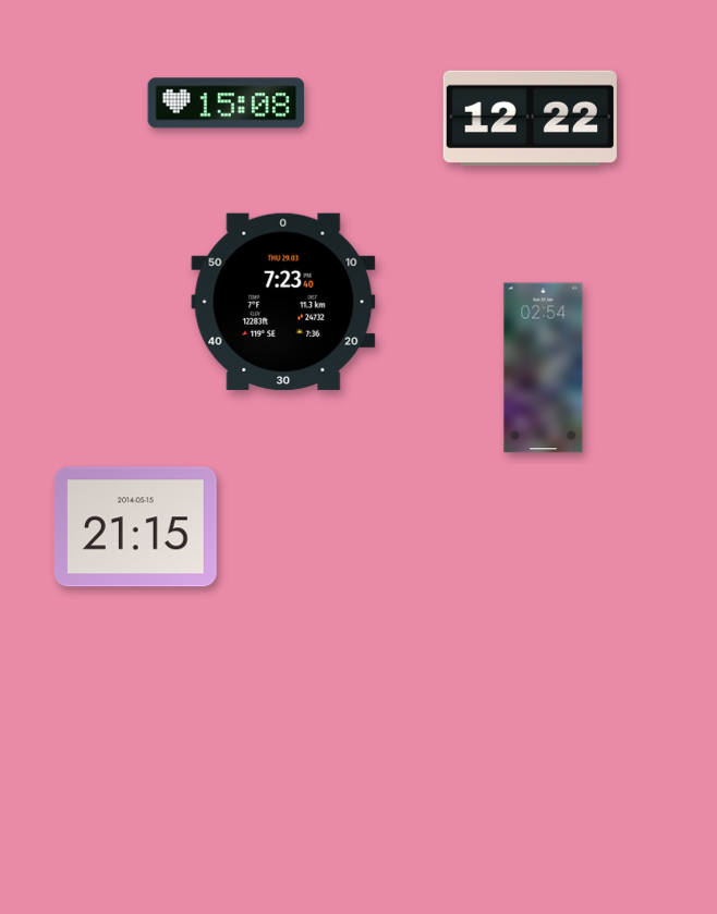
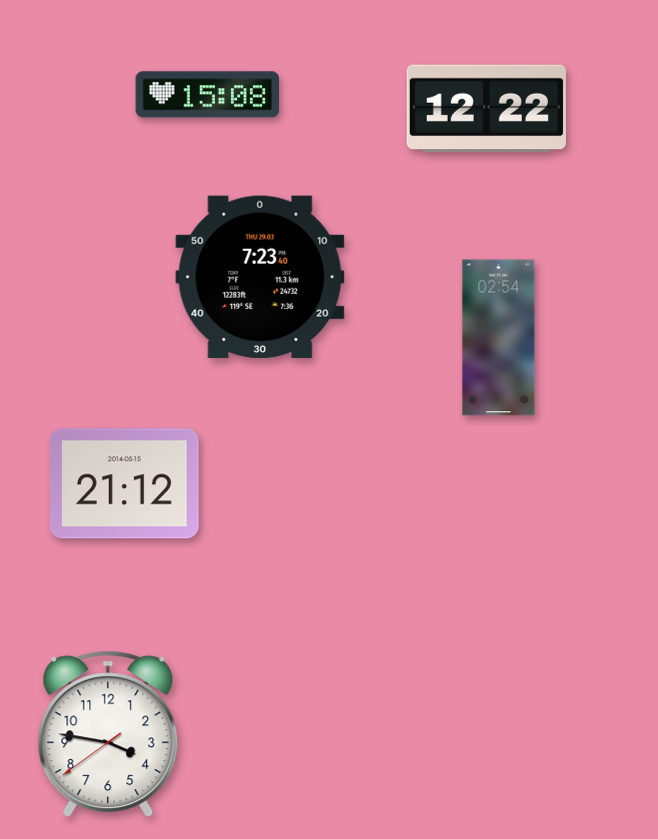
clock at (135, 527): 21:15 -> 21:12
clock at (108, 734): none -> 3:46
